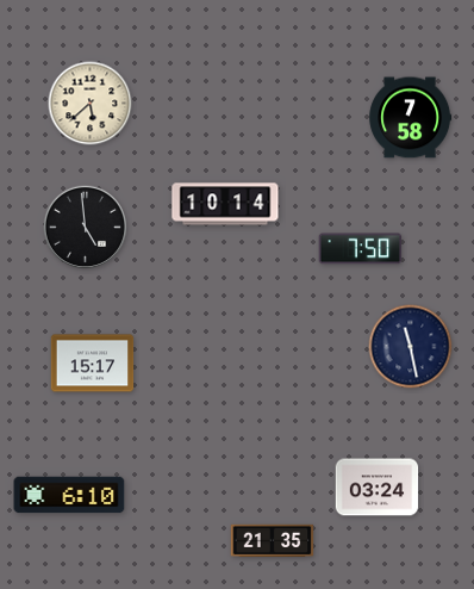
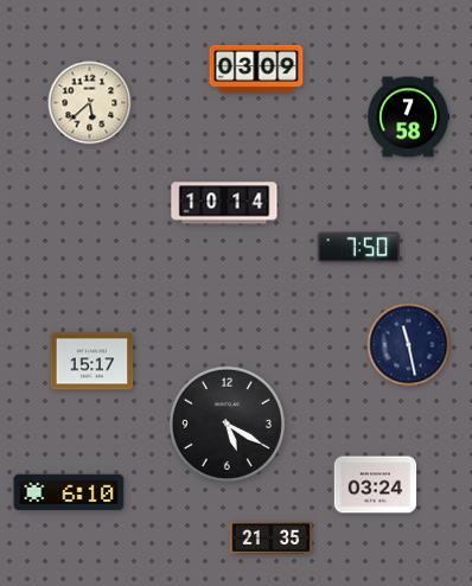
clock at (256, 69): none -> 03:09
clock at (85, 227): 4:59 -> none
clock at (227, 423): none -> 5:20
